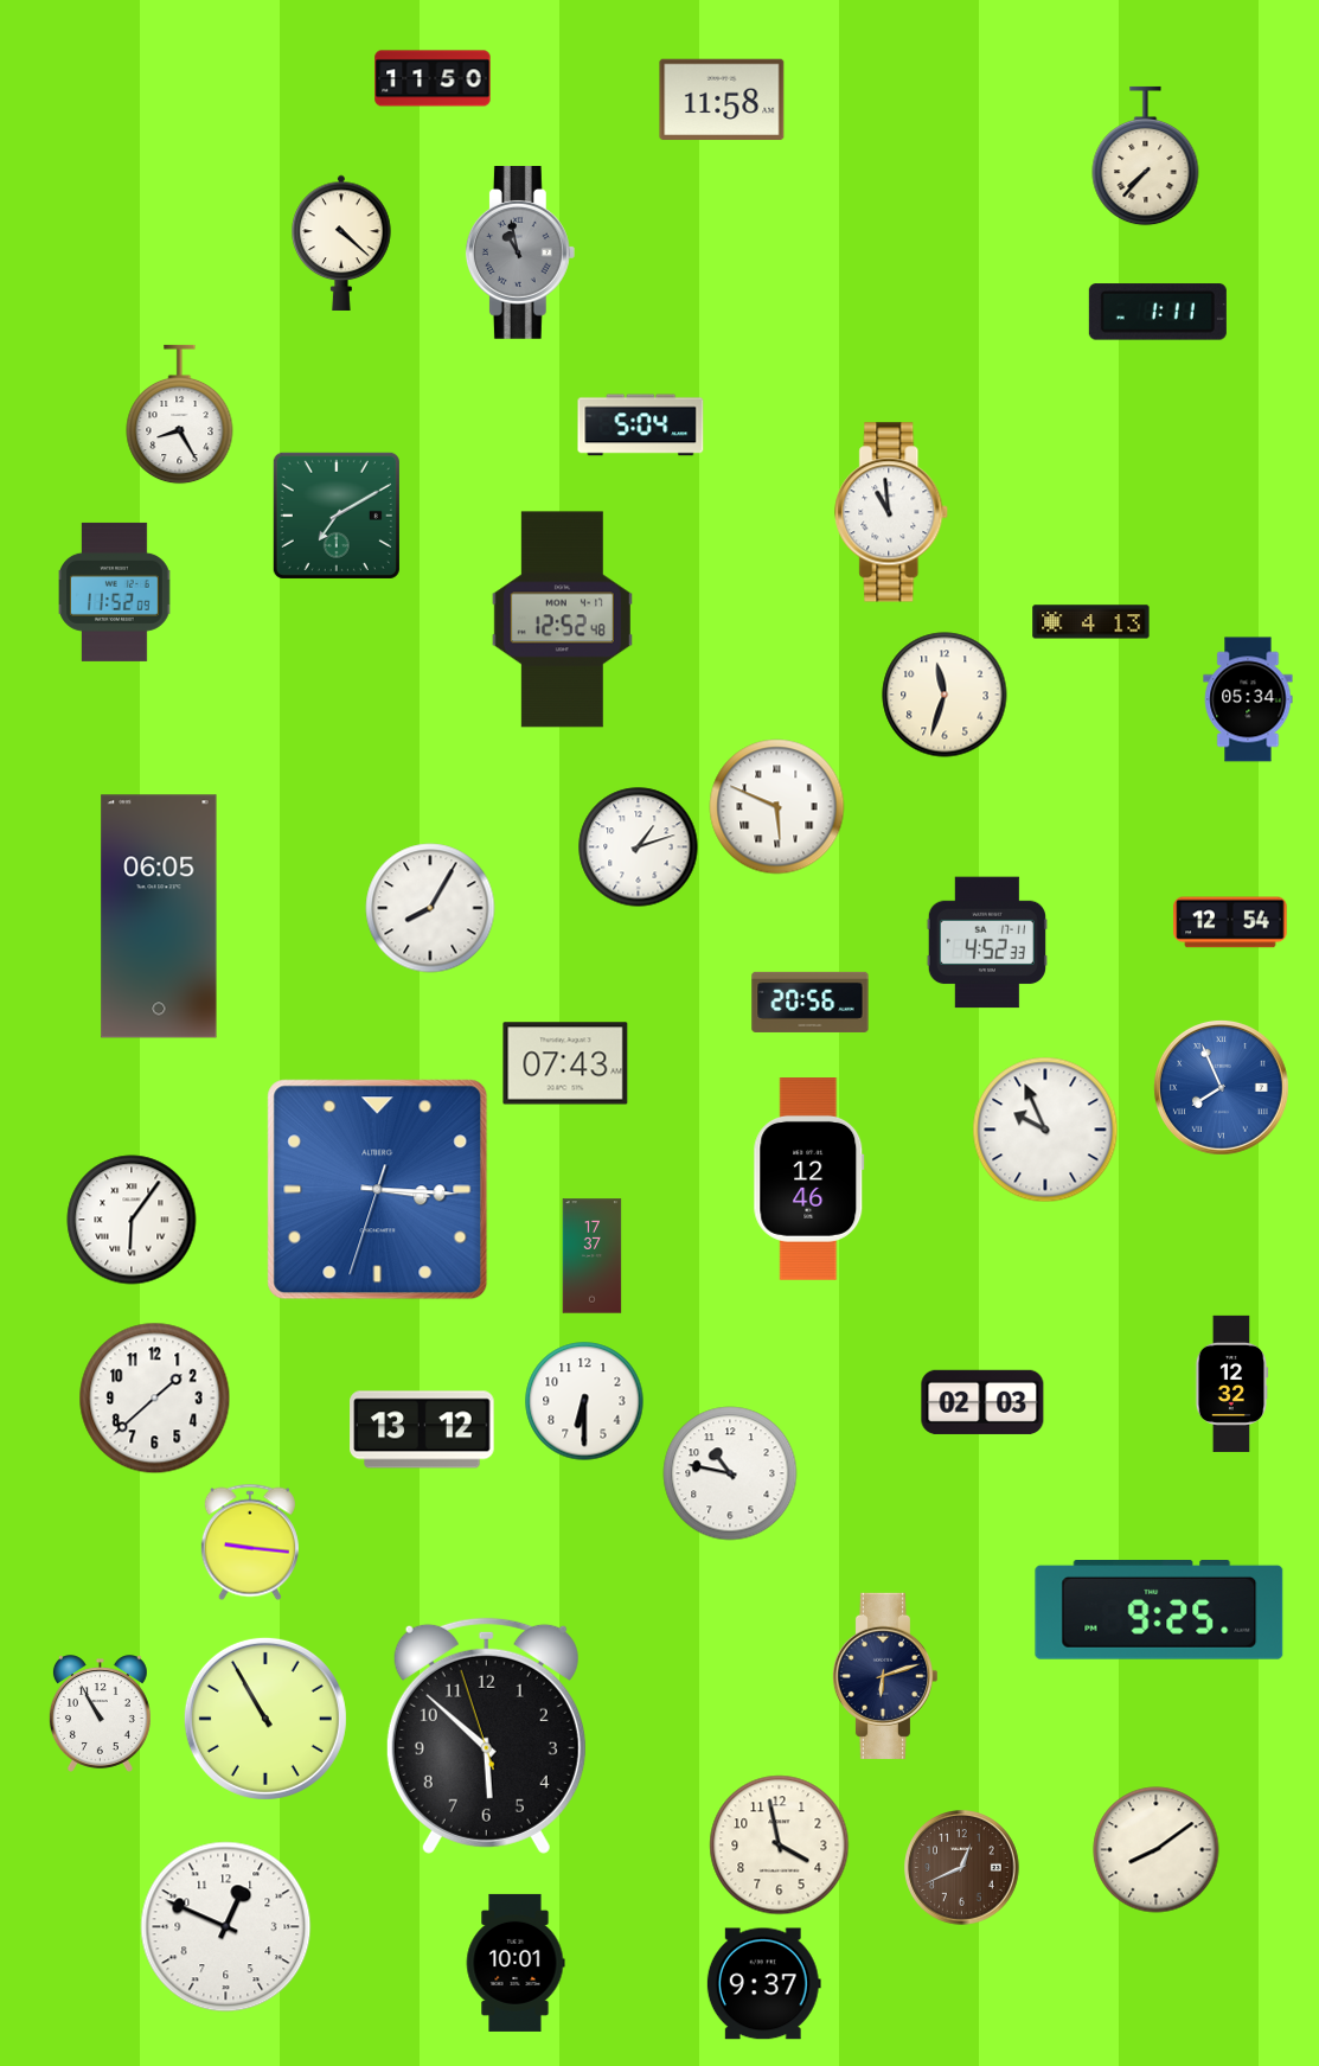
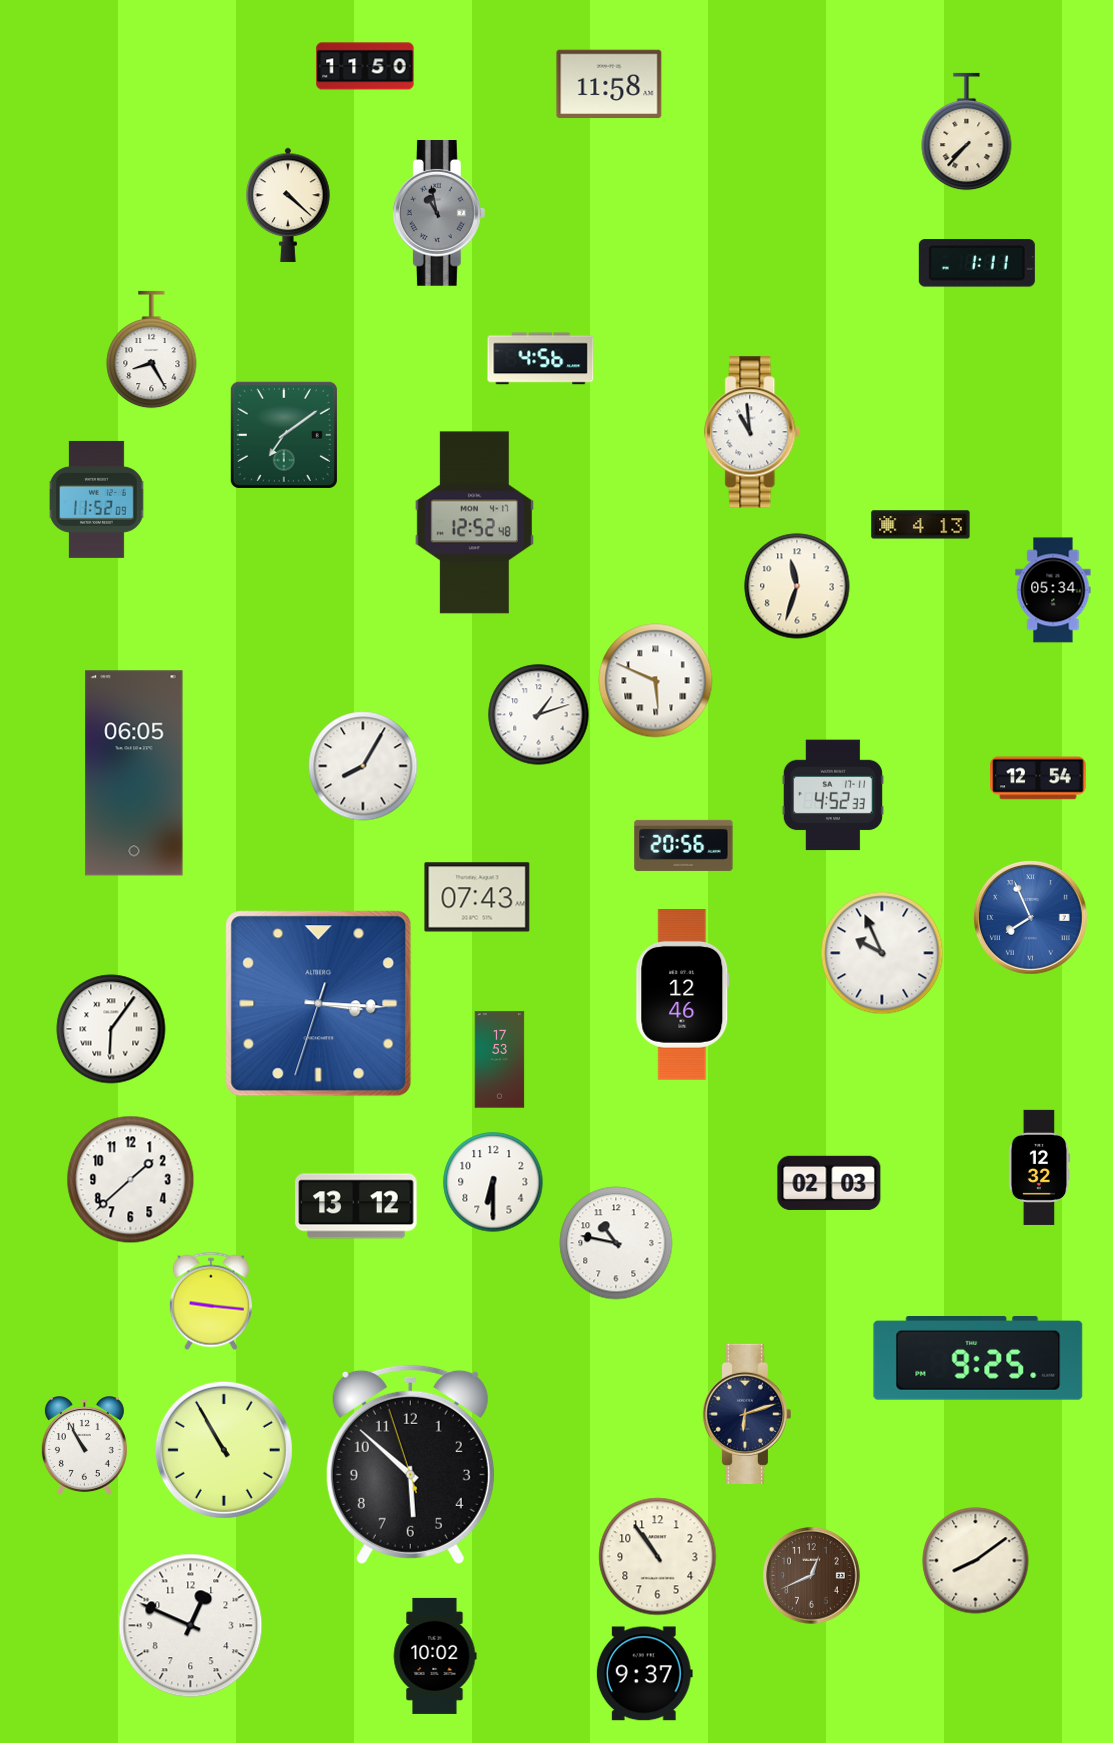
clock at (641, 426): 5:04 -> 4:56
clock at (337, 516): 7:10 -> 7:09
clock at (593, 1256): 17:37 -> 17:53
clock at (780, 1846): 3:58 -> 10:54
clock at (516, 1963): 10:01 -> 10:02
